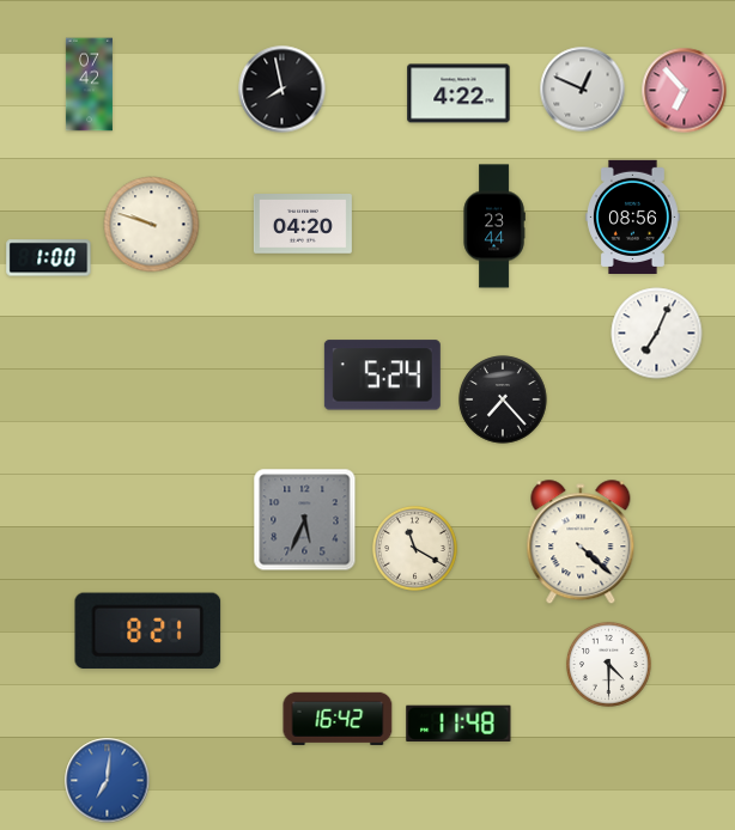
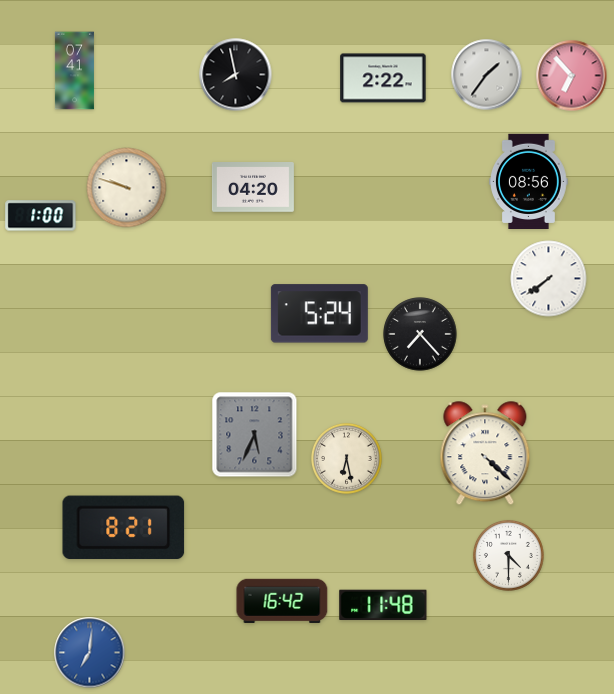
clock at (89, 85): 07:42 -> 07:41
clock at (583, 90): 12:49 -> 1:36
clock at (458, 93): 4:22 -> 2:22
clock at (494, 226): 23:44 -> none
clock at (657, 334): 7:04 -> 7:39
clock at (414, 549): 11:20 -> 6:28
